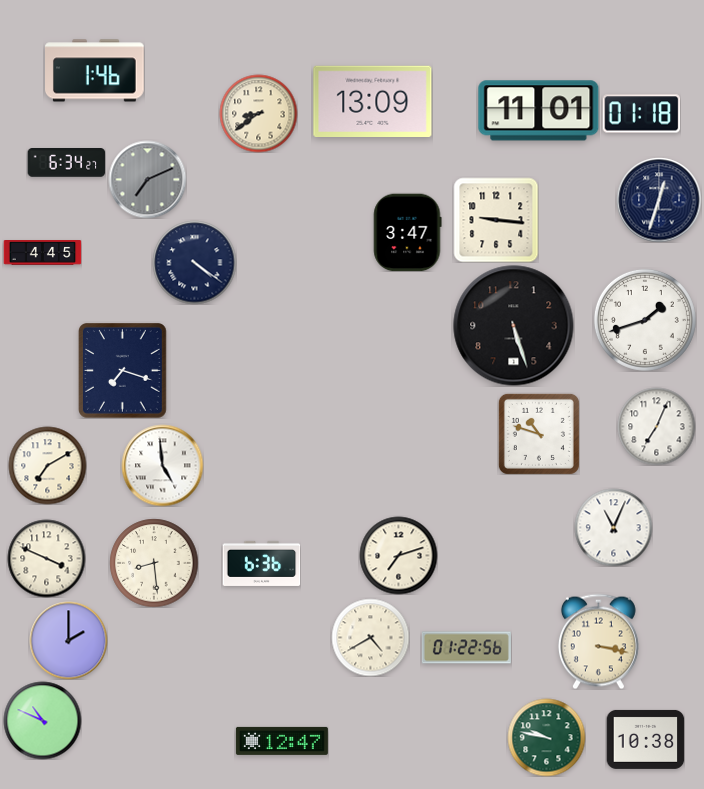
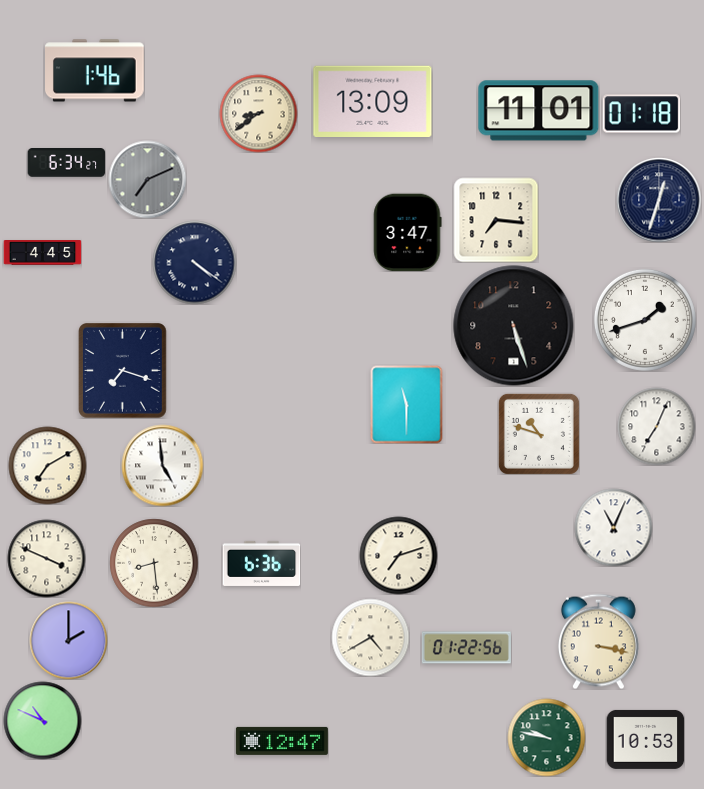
clock at (496, 220): 9:16 -> 7:16
clock at (407, 404): none -> 11:30
clock at (645, 739): 10:38 -> 10:53
